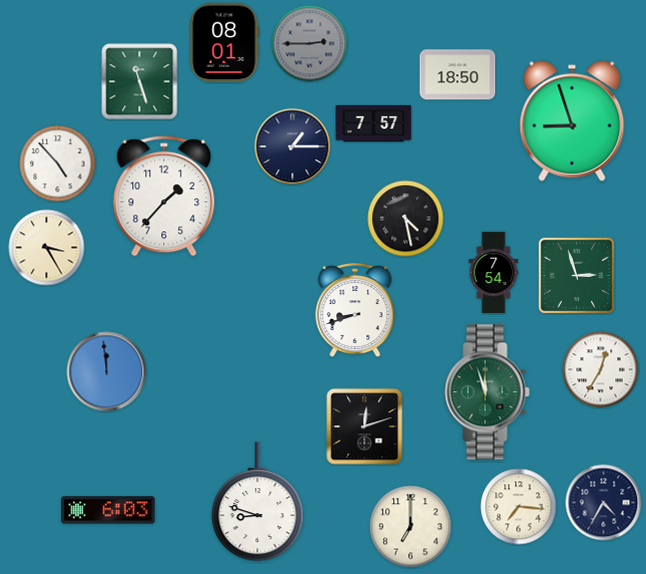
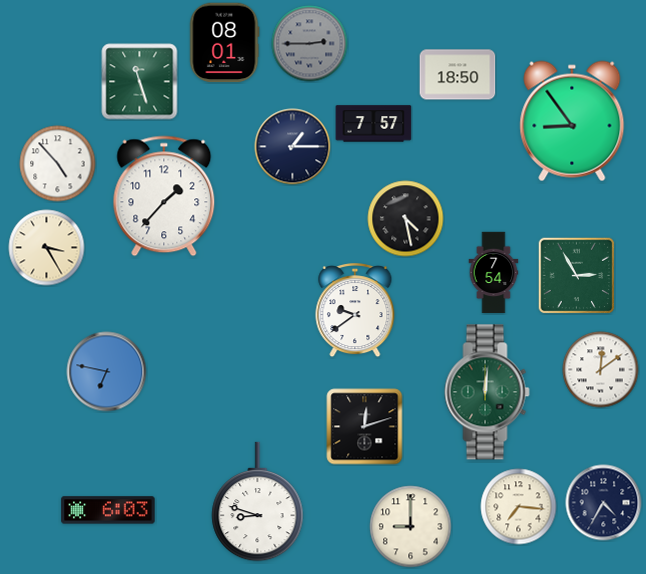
clock at (572, 121): 8:57 -> 8:54
clock at (576, 275): 2:57 -> 2:55
clock at (355, 311): 8:42 -> 9:39
clock at (601, 370): 12:35 -> 12:09
clock at (107, 372): 11:59 -> 6:47
clock at (487, 392): 11:57 -> 12:01
clock at (411, 527): 7:00 -> 9:00
